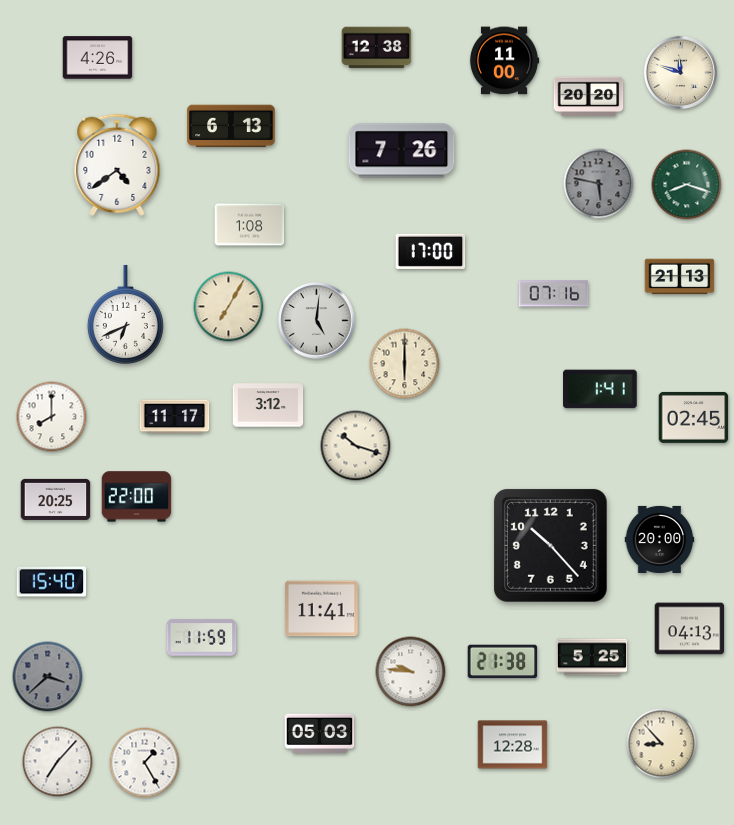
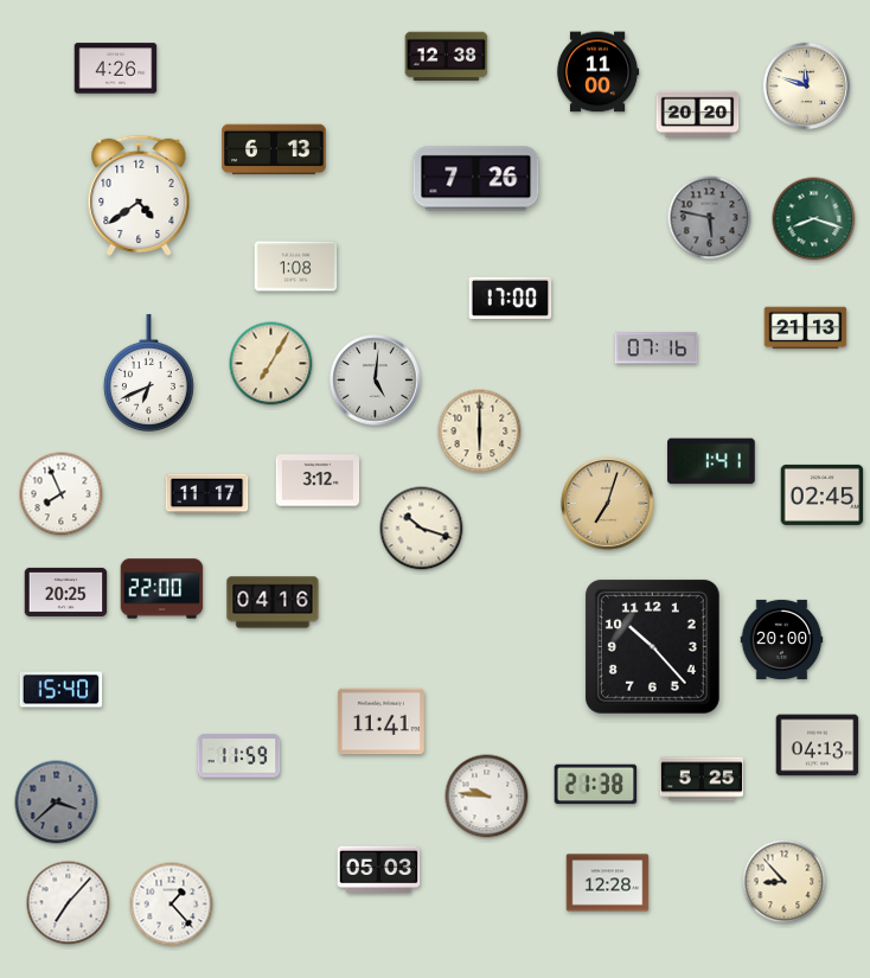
clock at (52, 417): 8:00 -> 7:56
clock at (608, 504): none -> 7:03
clock at (273, 602): none -> 04:16
clock at (145, 763): 1:25 -> 1:23
